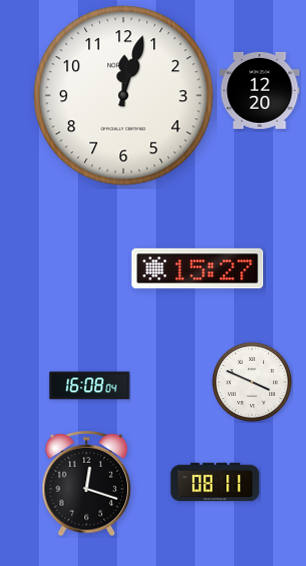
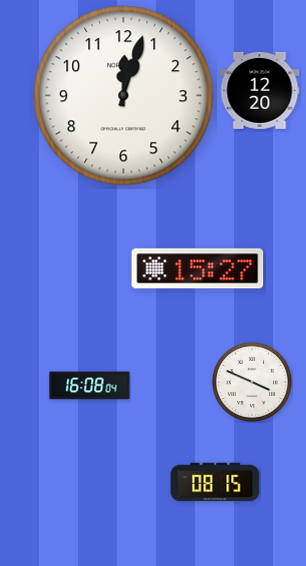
clock at (215, 482): 08:11 -> 08:15
clock at (87, 484): 12:18 -> none
